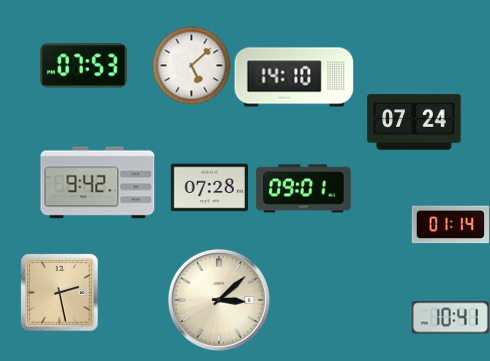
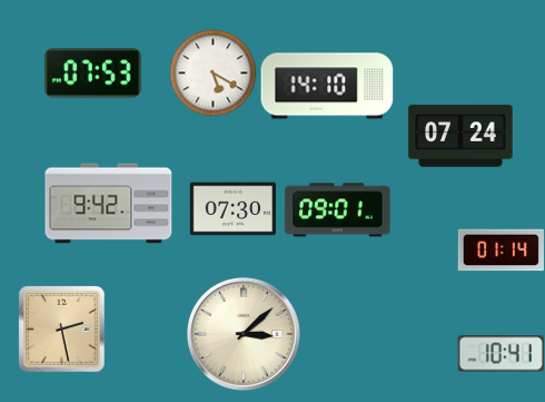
clock at (191, 65): 5:08 -> 5:20
clock at (209, 188): 07:28 -> 07:30
clock at (59, 292) position: (59, 292) -> (61, 329)
